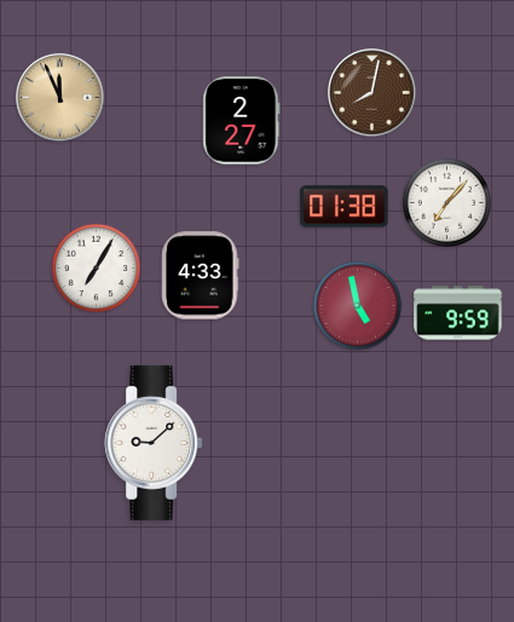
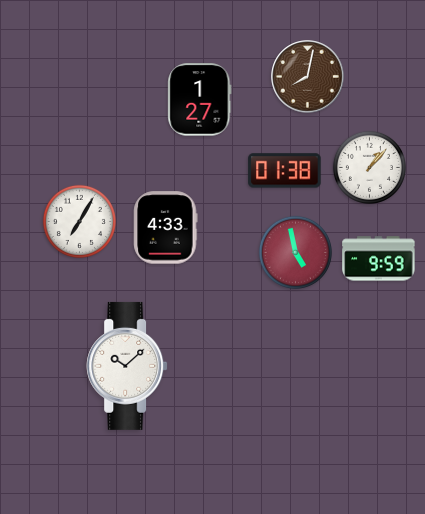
clock at (60, 98): 11:56 -> none
clock at (242, 121): 2:27 -> 1:27
clock at (446, 202): 7:07 -> 1:07
clock at (154, 443): 9:08 -> 10:08
